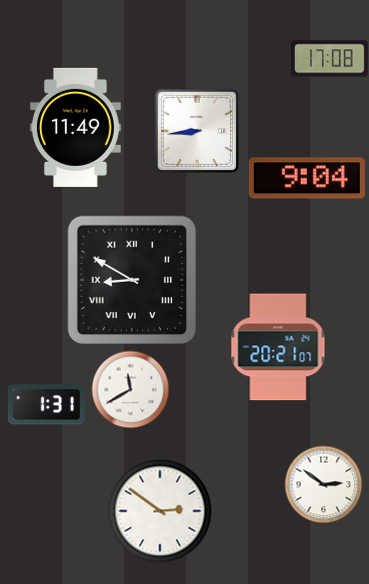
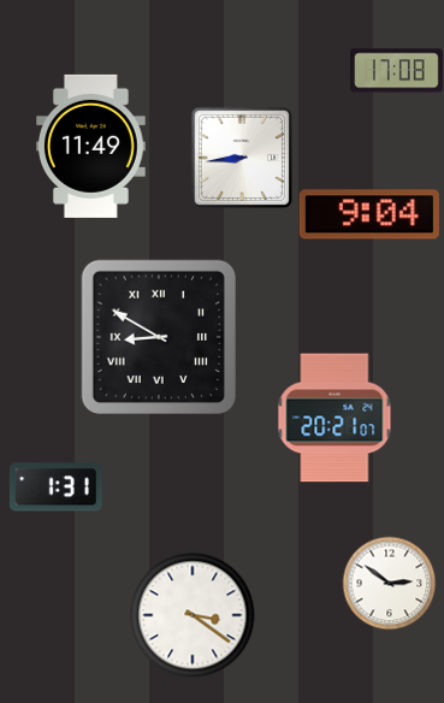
clock at (76, 127) position: (76, 127) -> (91, 146)
clock at (196, 130) position: (196, 130) -> (241, 156)
clock at (130, 389): 11:40 -> none
clock at (160, 511): 2:51 -> 3:21
